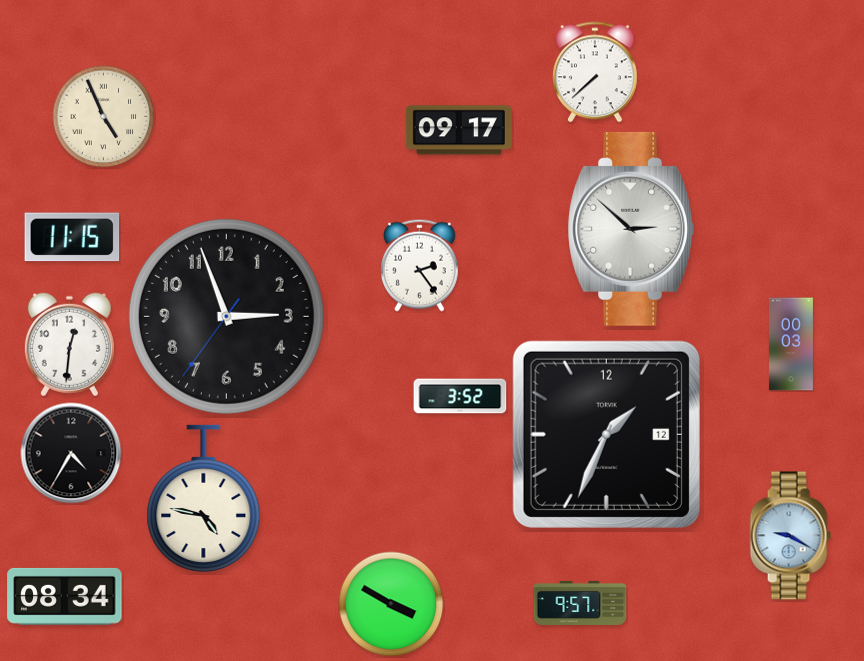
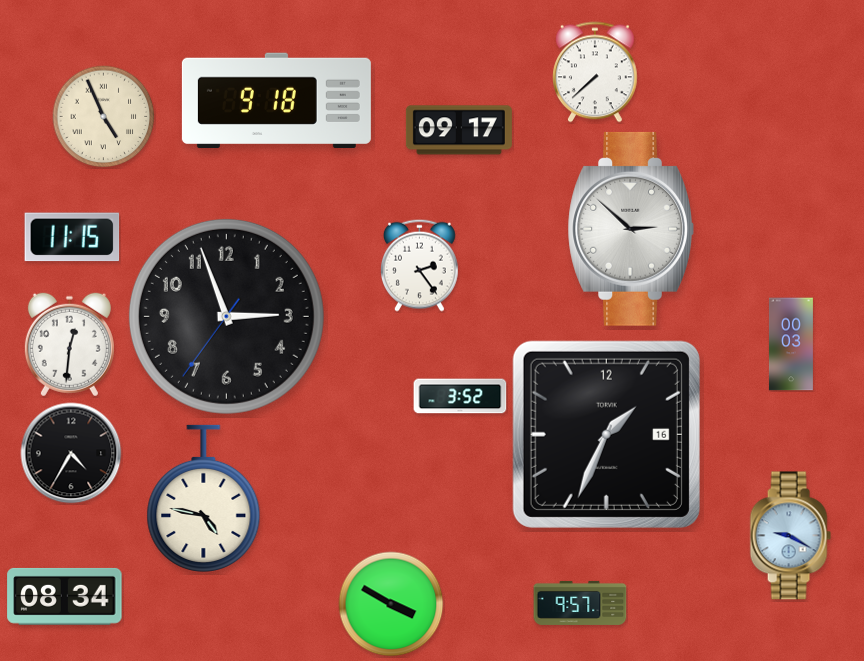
clock at (276, 101): none -> 9:18
clock at (606, 434) date: 12 -> 16
